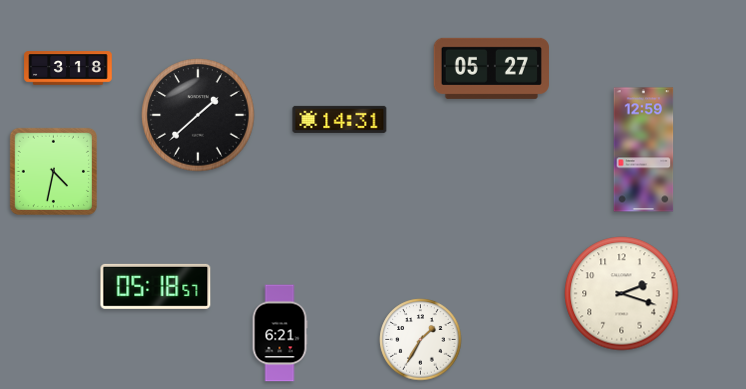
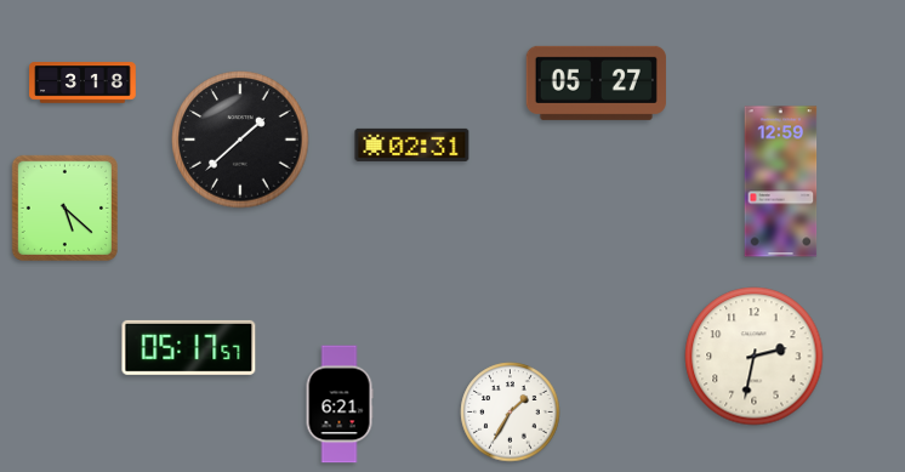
clock at (340, 119): 14:31 -> 02:31
clock at (53, 171): 4:32 -> 5:22
clock at (156, 286): 05:18 -> 05:17
clock at (622, 294): 2:18 -> 2:32
